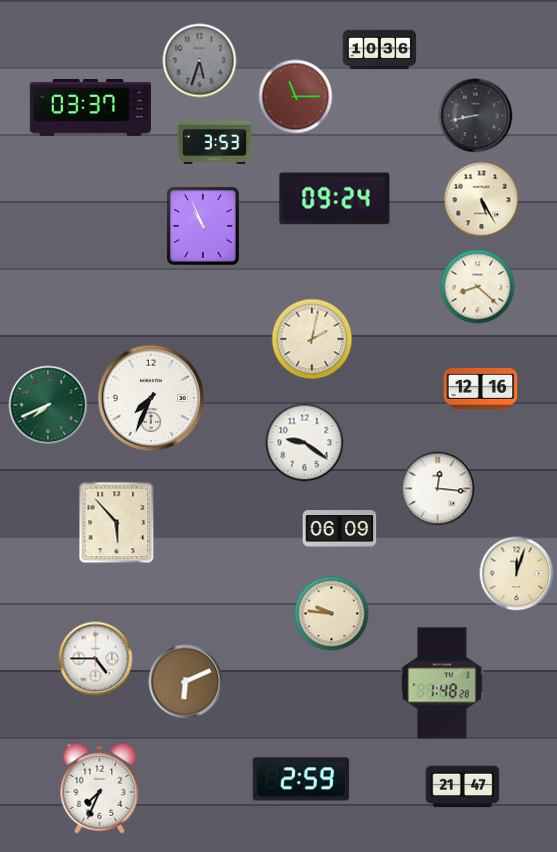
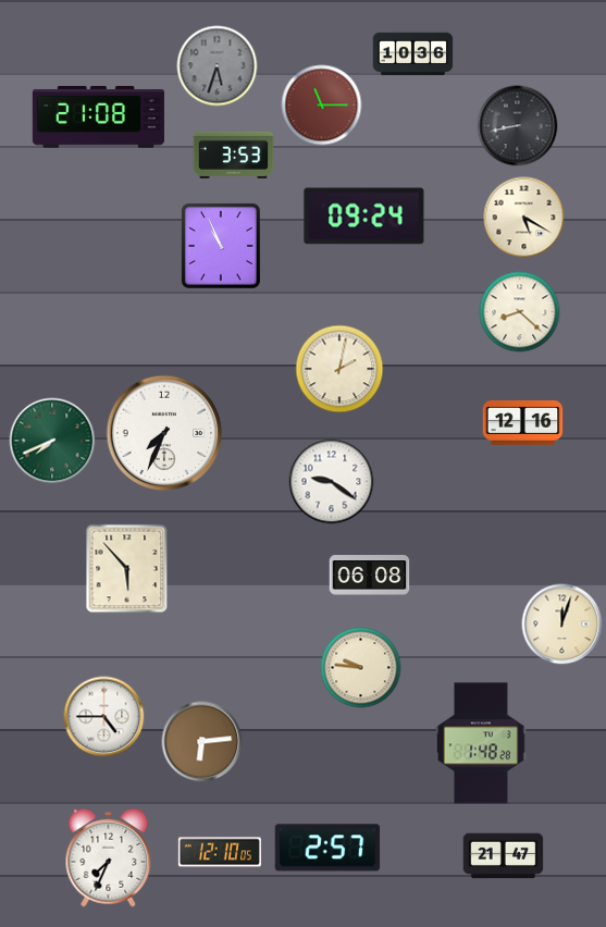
clock at (90, 108): 03:37 -> 21:08
clock at (482, 200): 5:25 -> 5:20
clock at (438, 489): 12:16 -> none
clock at (340, 529): 06:09 -> 06:08
clock at (186, 682): 6:11 -> 6:14
clock at (301, 779): 2:59 -> 2:57
clock at (220, 852): none -> 12:10
